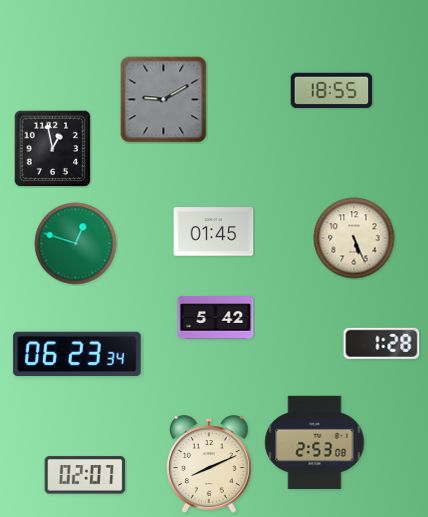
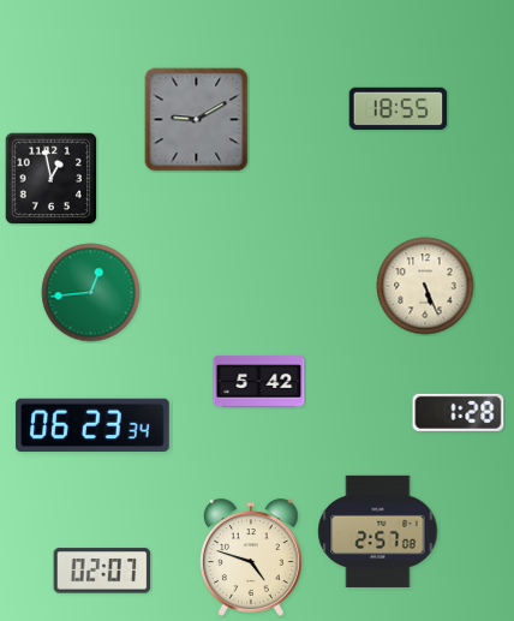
clock at (52, 148) position: (52, 148) -> (50, 178)
clock at (214, 232): 01:45 -> none
clock at (76, 244): 12:48 -> 12:44
clock at (315, 442): 2:53 -> 2:57
clock at (210, 464): 8:11 -> 4:48
